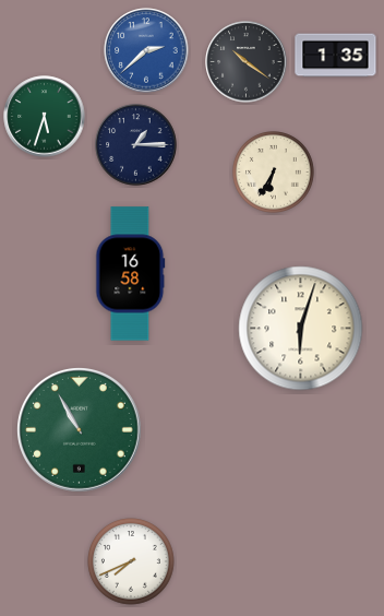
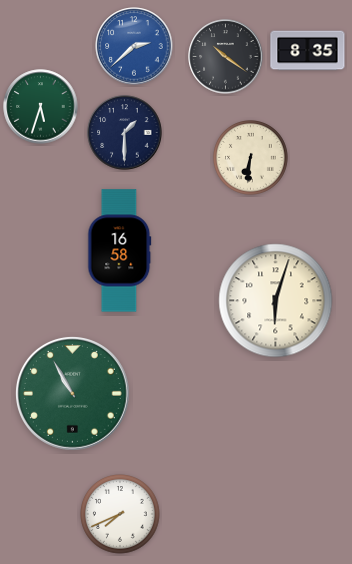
clock at (336, 56): 1:35 -> 8:35
clock at (136, 145): 1:15 -> 1:30
clock at (274, 173): 6:35 -> 6:31
